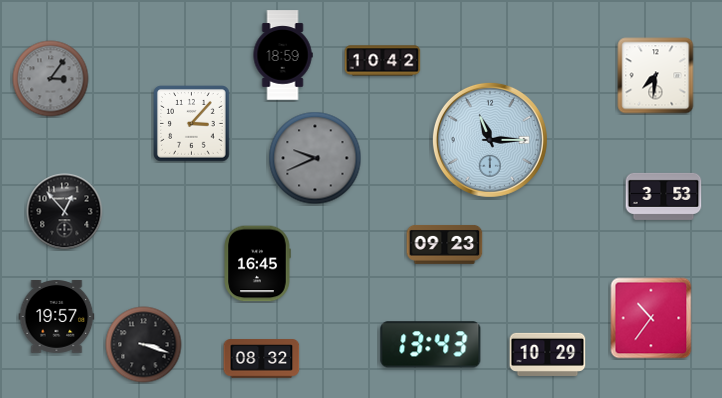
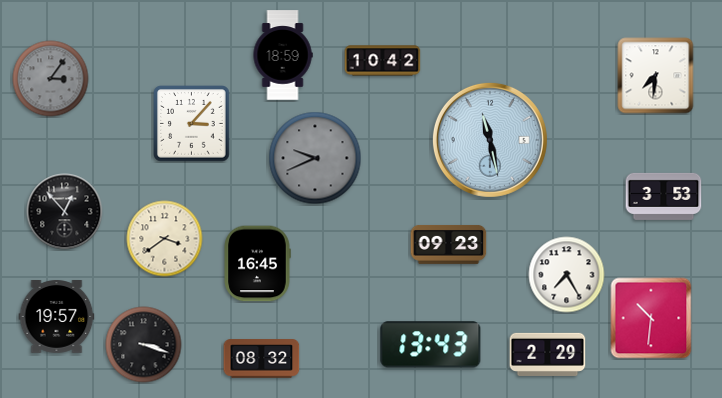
clock at (490, 140): 11:15 -> 11:28
clock at (165, 239): none -> 3:39
clock at (445, 244) position: (445, 244) -> (449, 244)
clock at (567, 275): none -> 7:25
clock at (651, 318): 10:36 -> 10:31
clock at (548, 354): 10:29 -> 2:29
